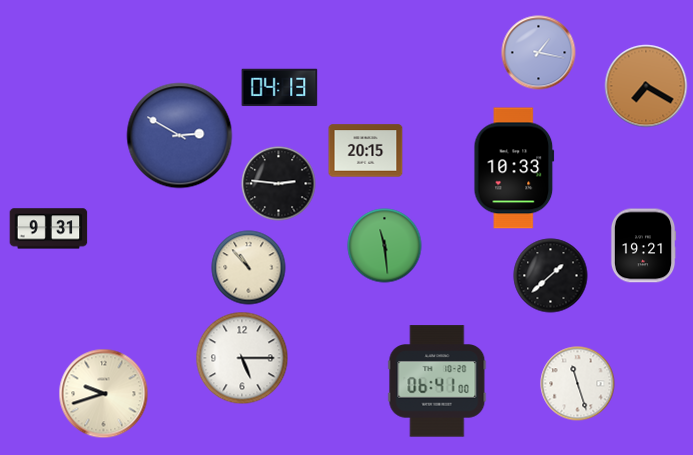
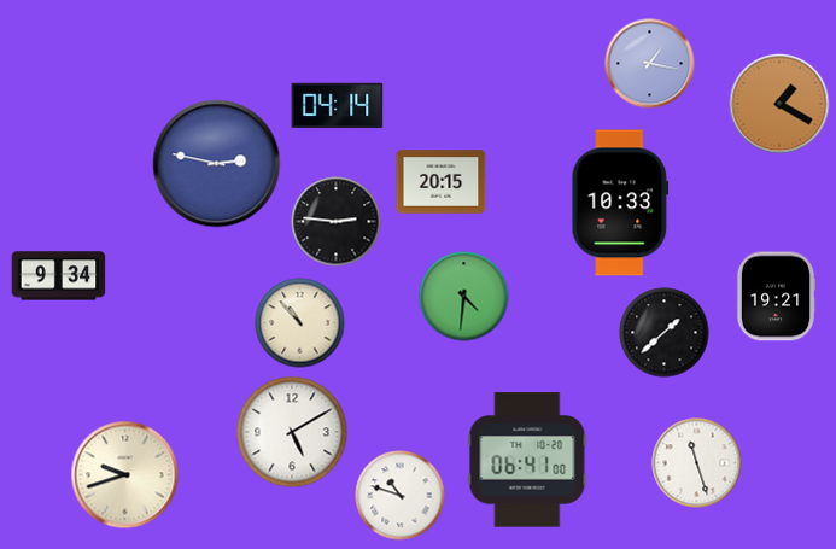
clock at (646, 86): 7:20 -> 1:20
clock at (280, 88): 04:13 -> 04:14
clock at (180, 136): 2:50 -> 2:47
clock at (49, 229): 9:31 -> 9:34
clock at (385, 246): 11:29 -> 4:31
clock at (242, 358): 5:15 -> 5:10
clock at (401, 496): none -> 10:48
